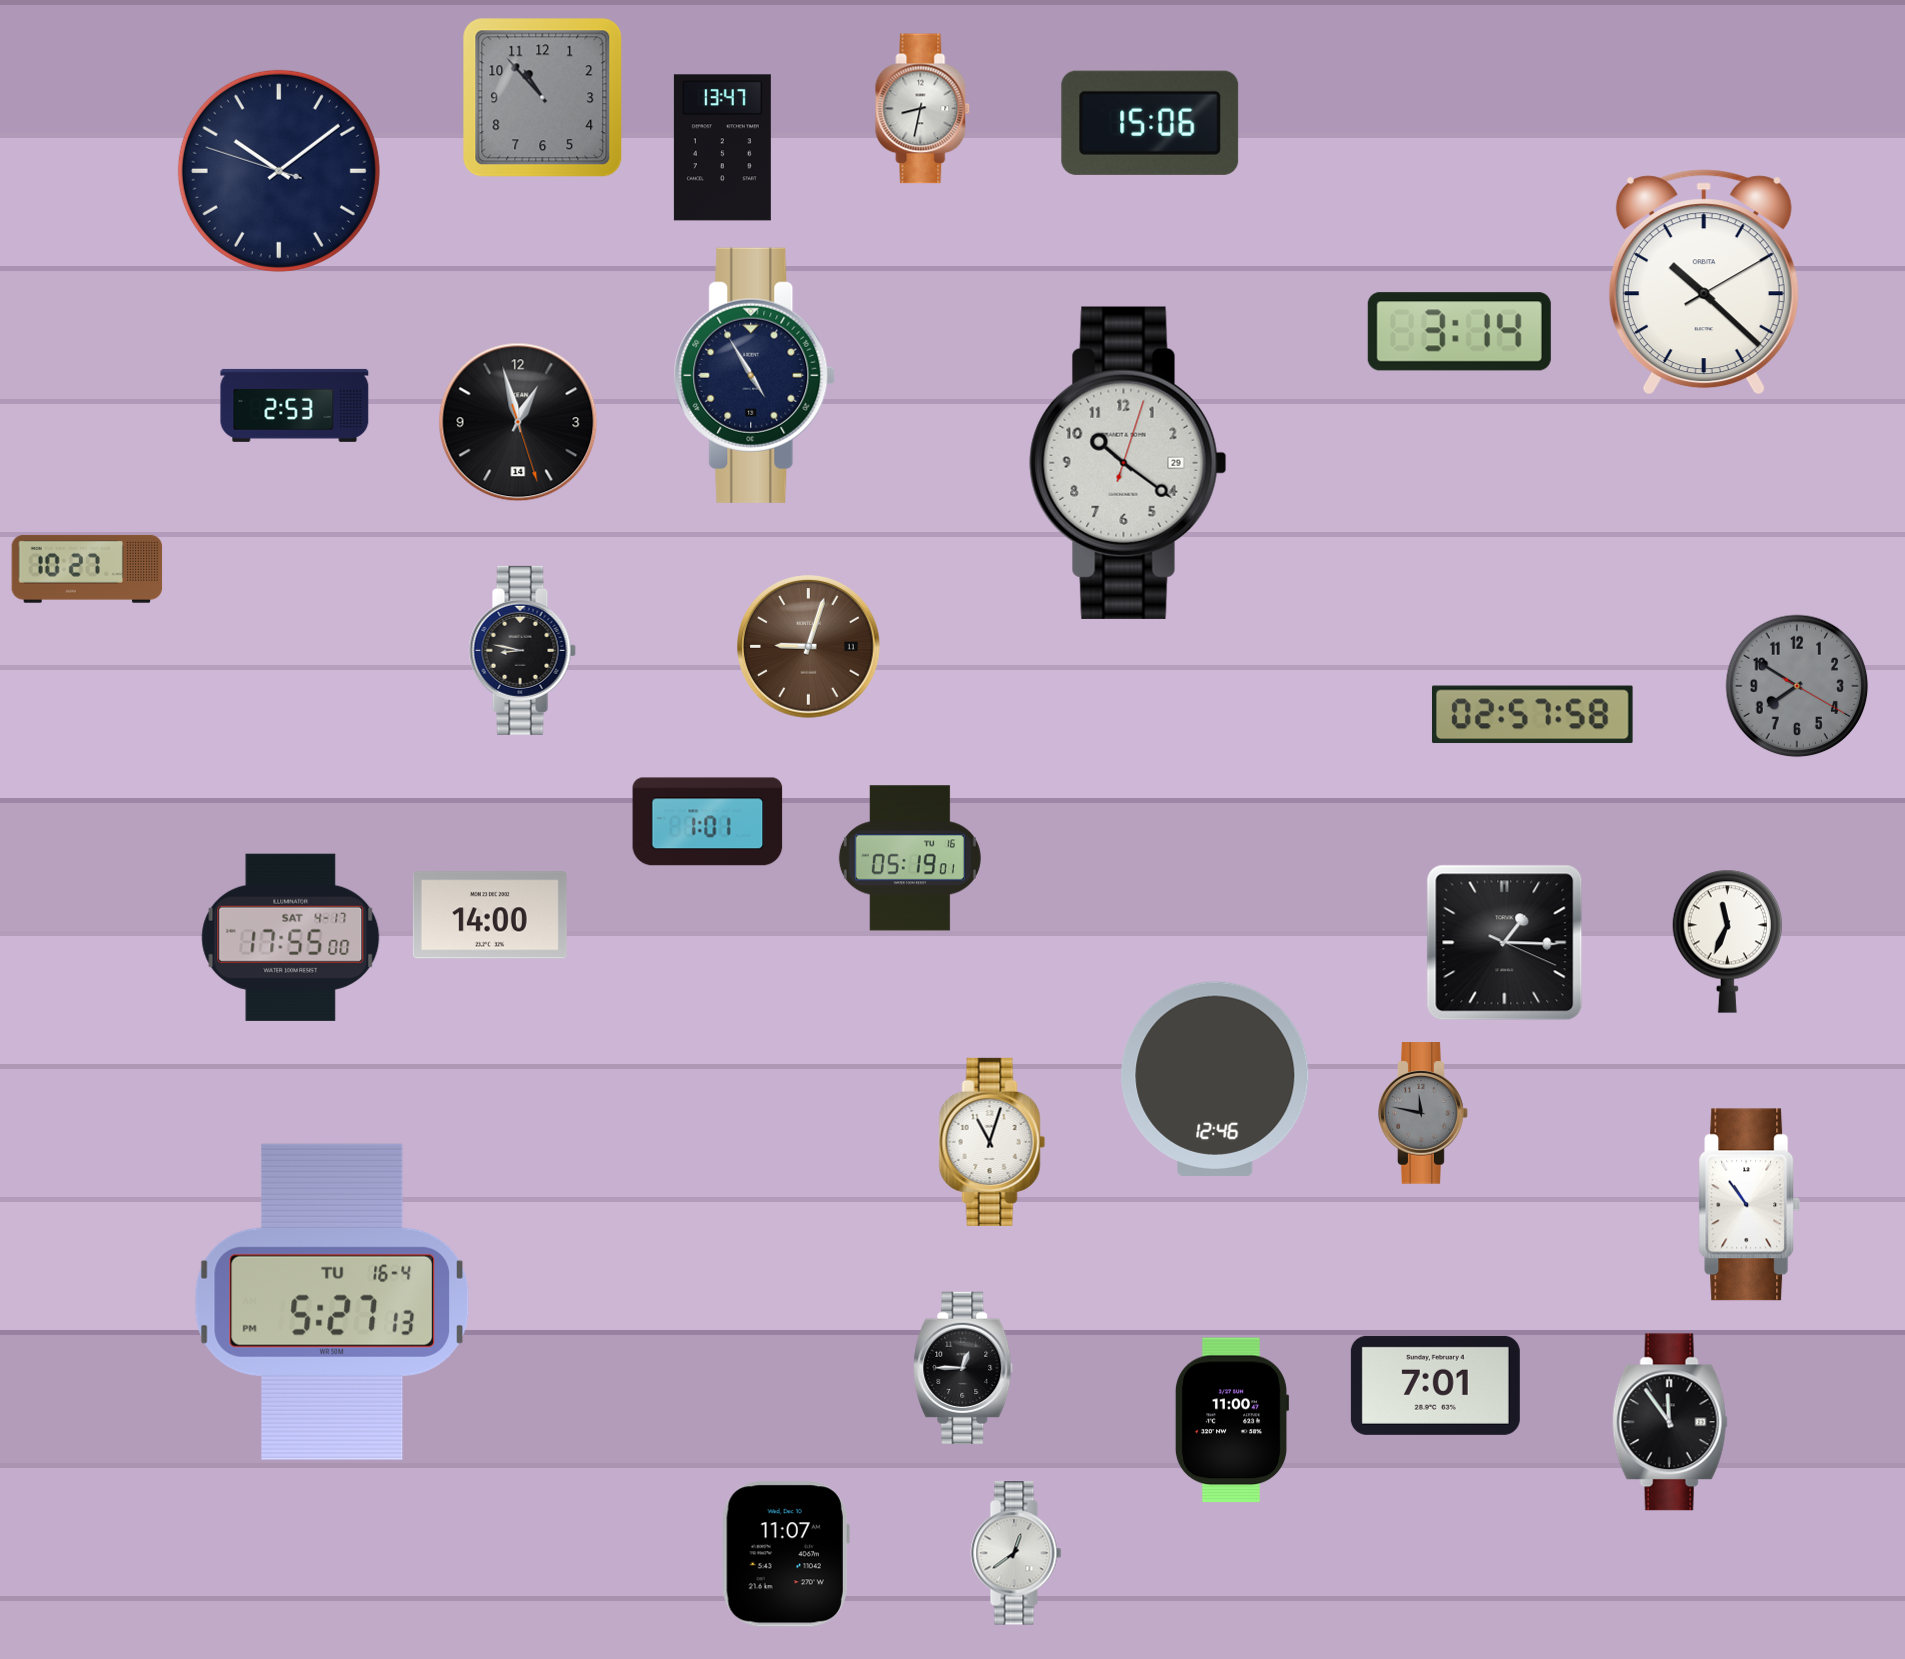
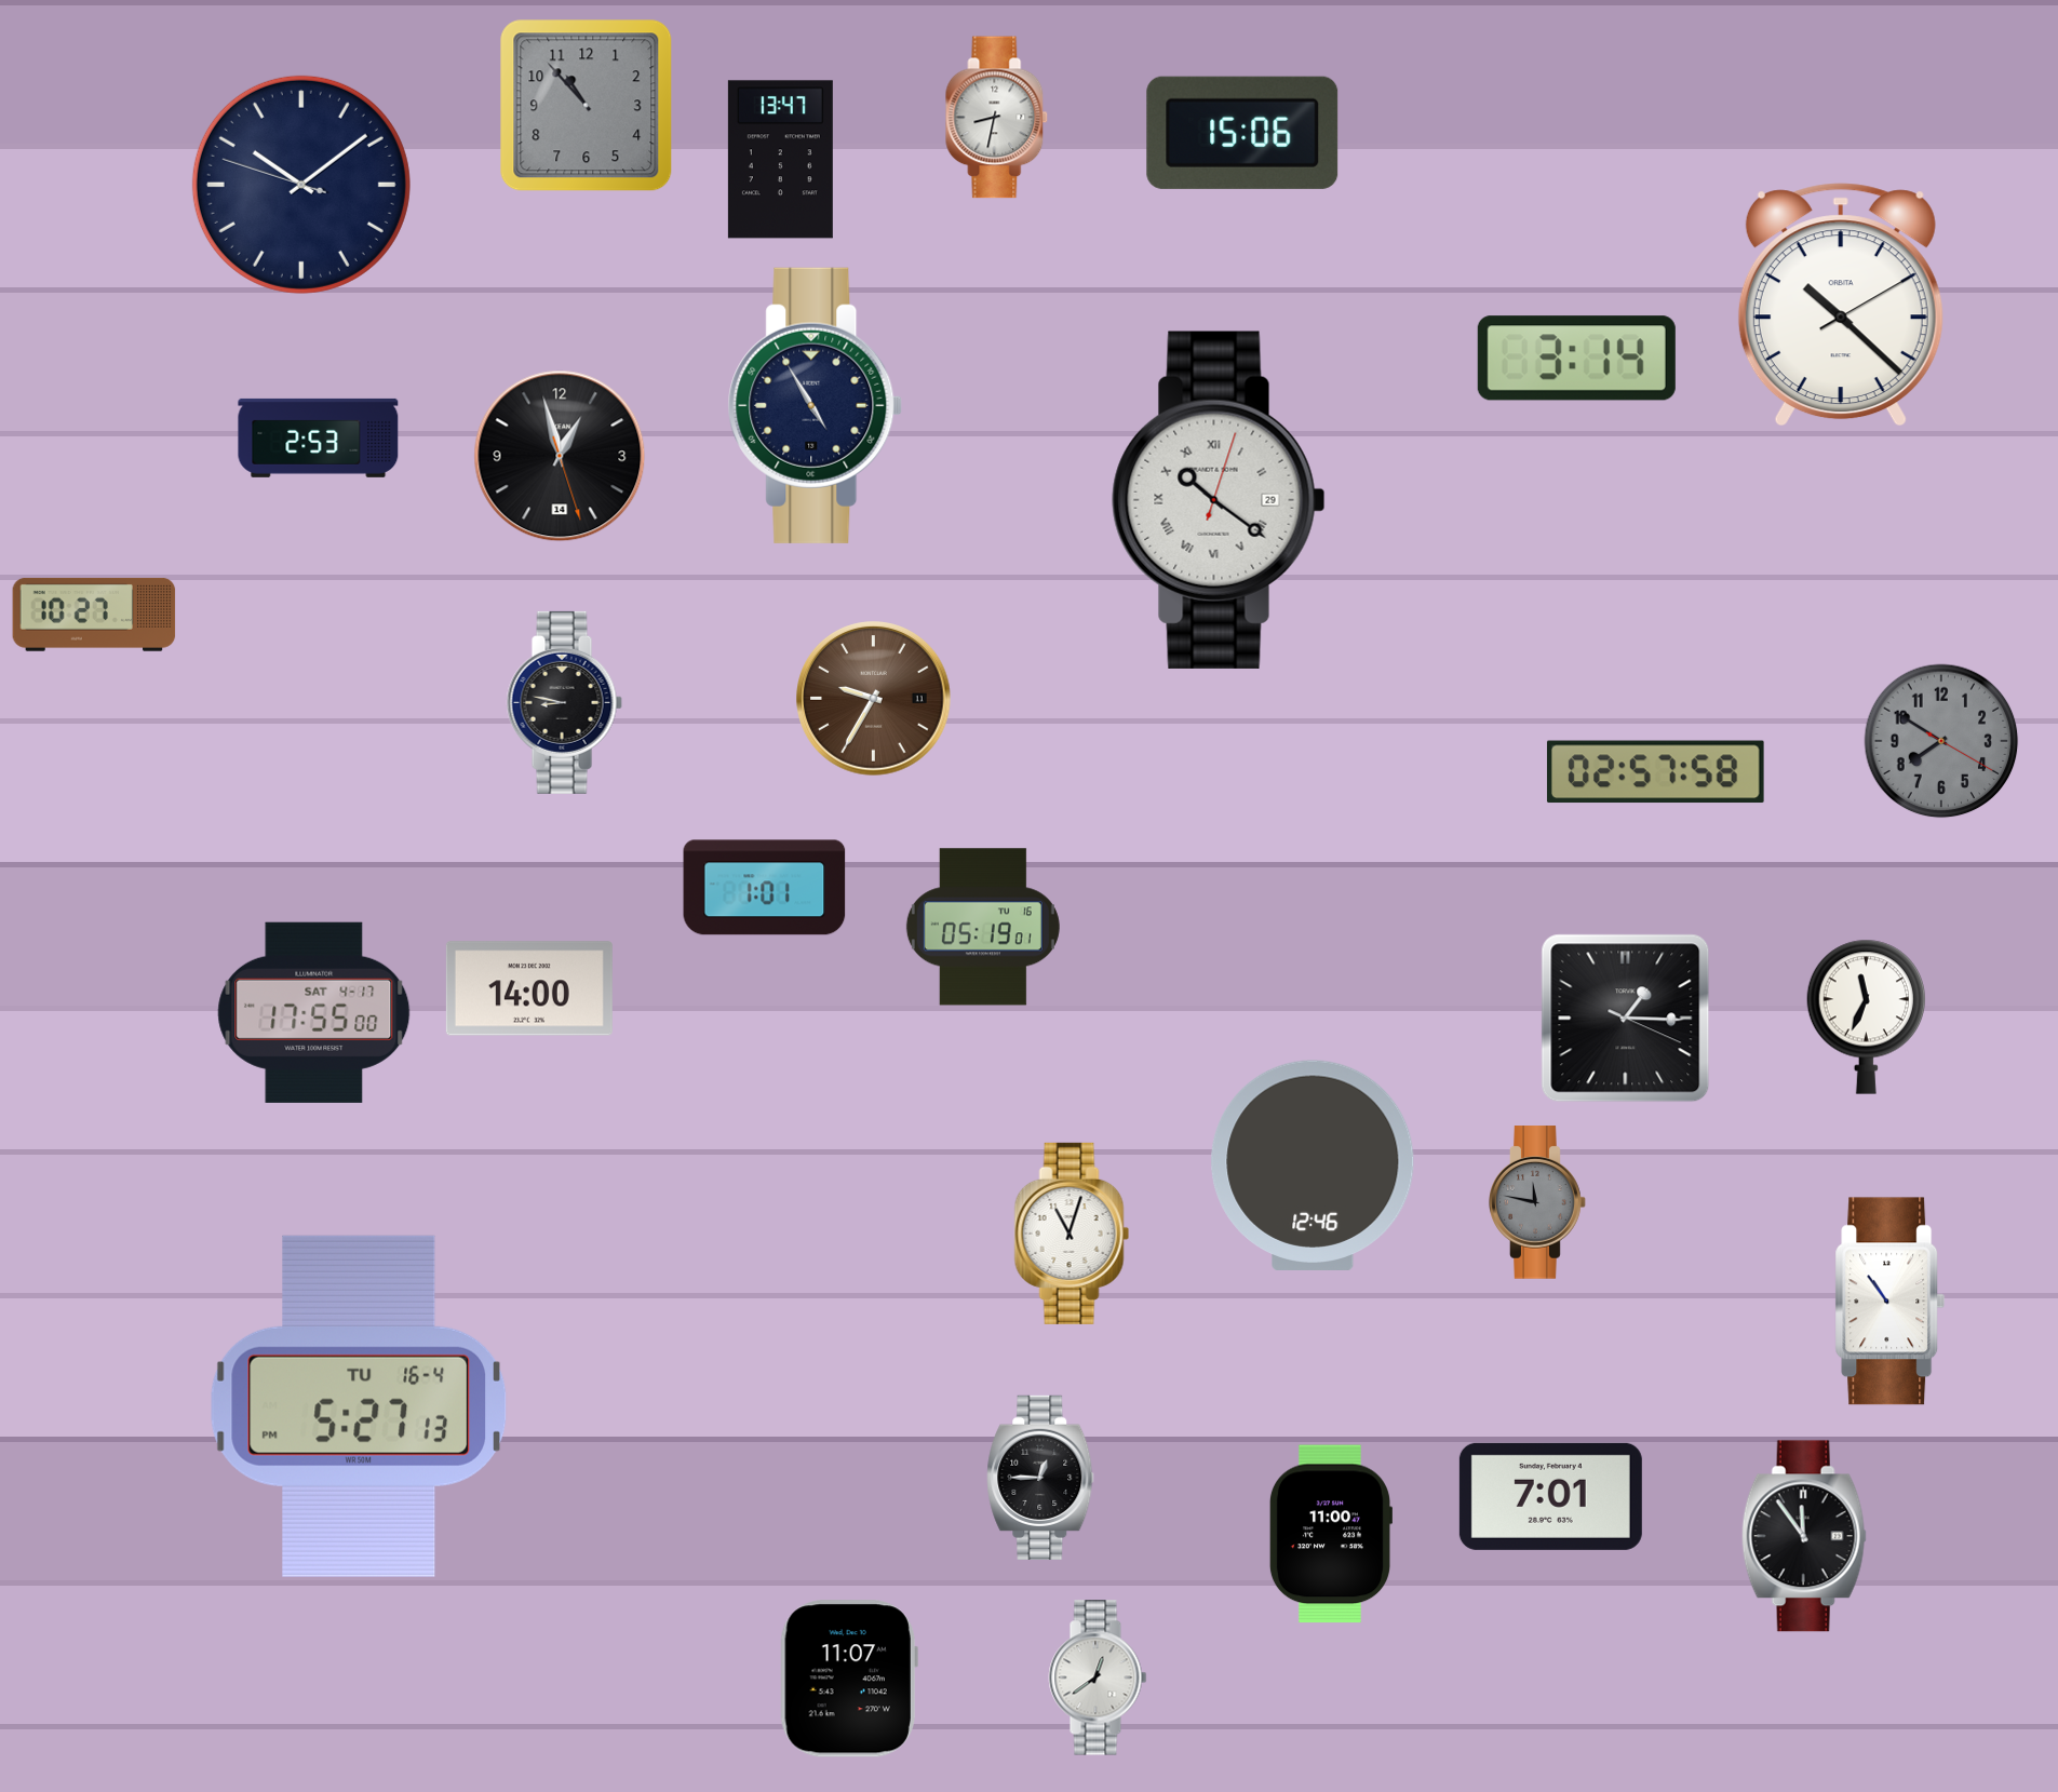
clock at (1128, 463) numerals: Arabic -> Roman
clock at (809, 647): 9:03 -> 9:35
